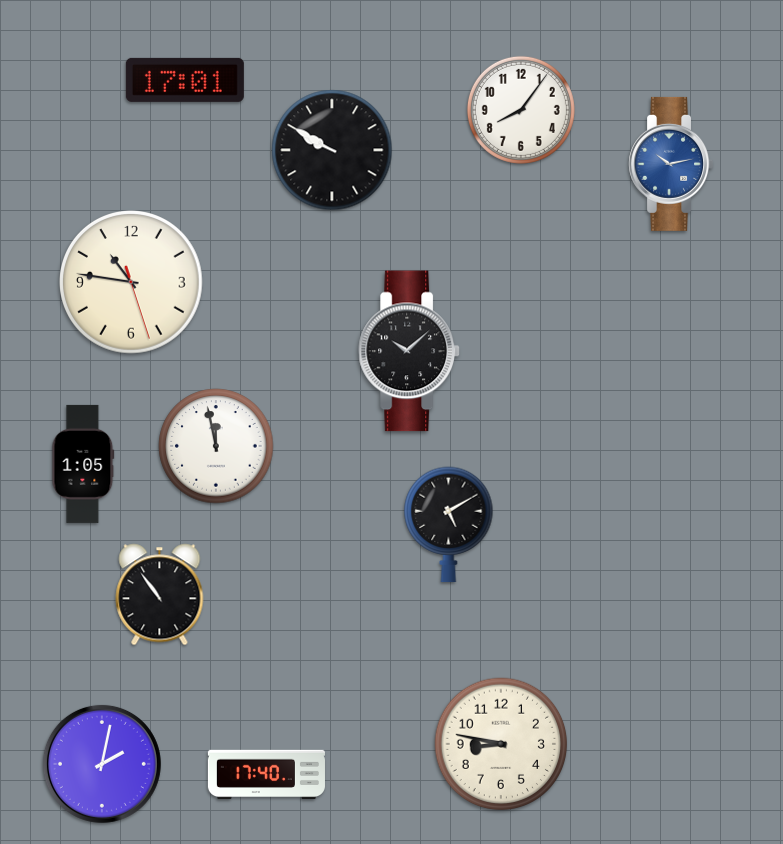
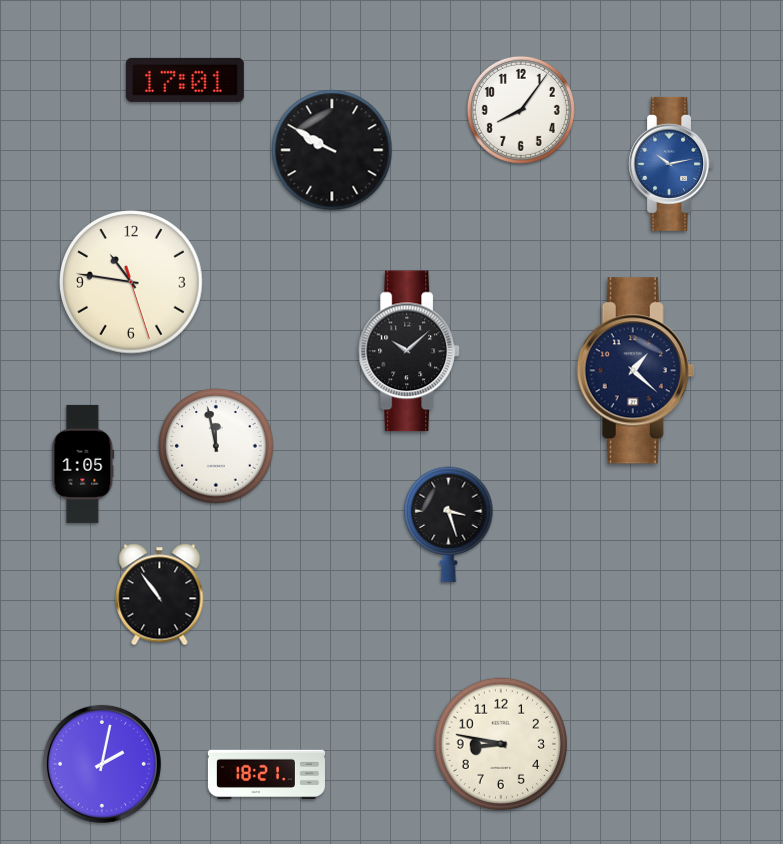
clock at (636, 371): none -> 1:22
clock at (449, 525): 5:10 -> 3:27
clock at (266, 775): 17:40 -> 18:21
